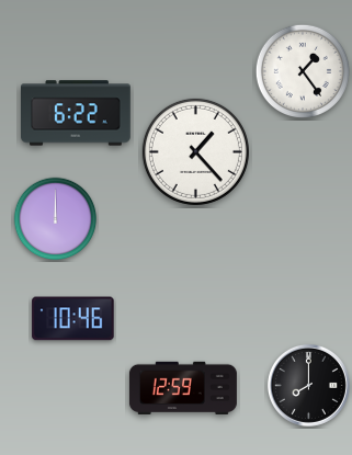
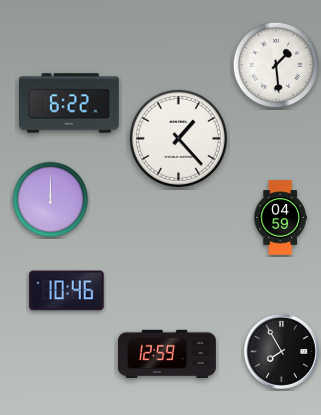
clock at (302, 70): 1:24 -> 1:29
clock at (280, 218): none -> 04:59
clock at (308, 385): 8:00 -> 7:55
